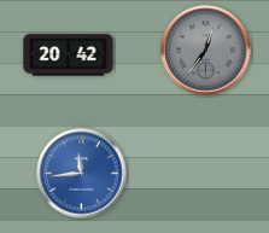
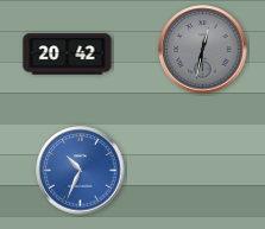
clock at (206, 51): 12:36 -> 12:32
clock at (82, 174): 11:44 -> 10:34
